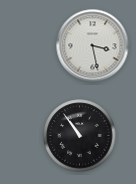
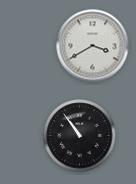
clock at (93, 46): 3:28 -> 3:40
